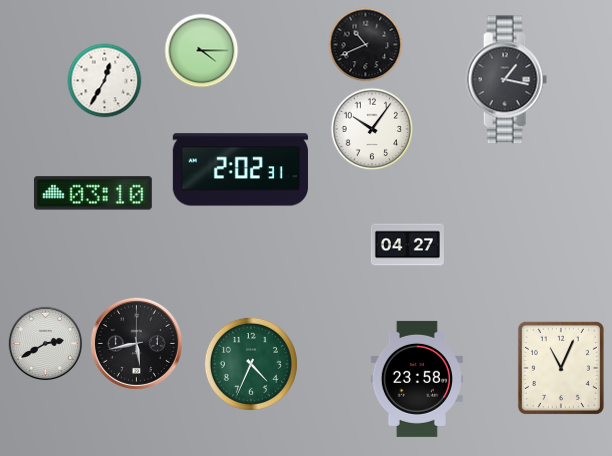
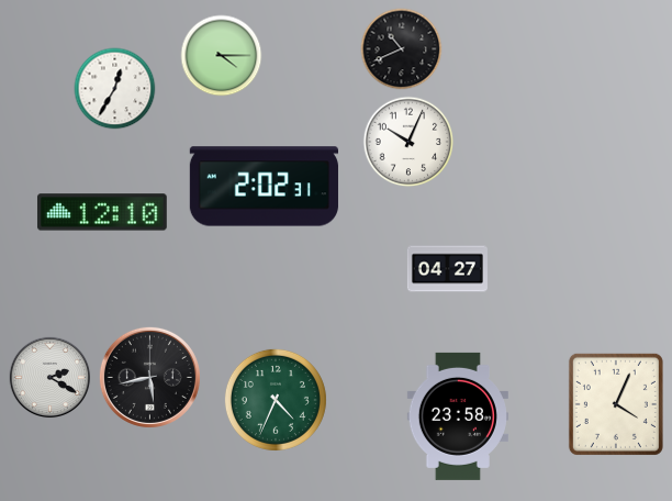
clock at (506, 80): 1:17 -> none
clock at (372, 129): 10:06 -> 10:04
clock at (93, 193): 03:10 -> 12:10
clock at (46, 344): 2:40 -> 2:20
clock at (561, 368): 11:04 -> 4:04
